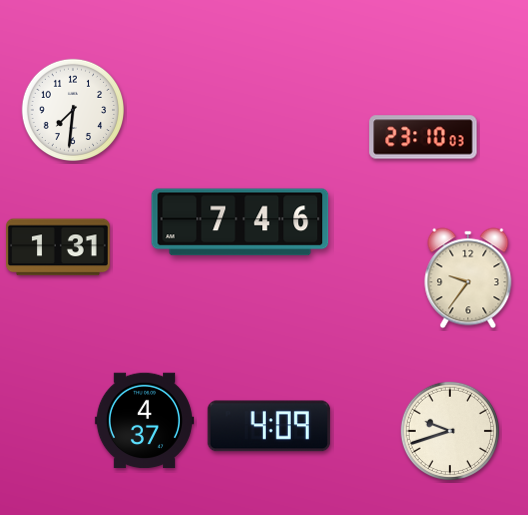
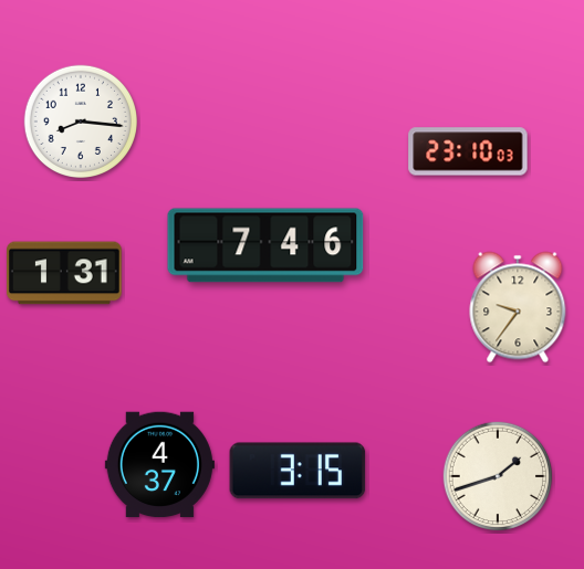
clock at (72, 109): 7:31 -> 8:16
clock at (269, 426): 4:09 -> 3:15
clock at (450, 431): 9:42 -> 1:42
